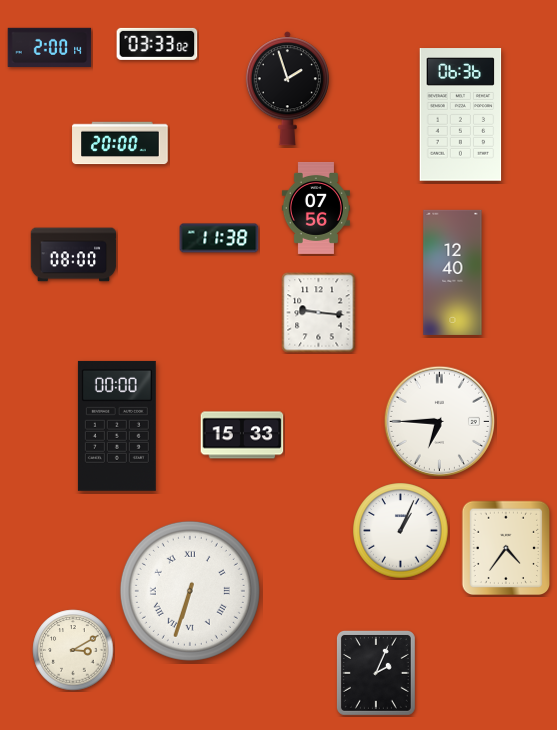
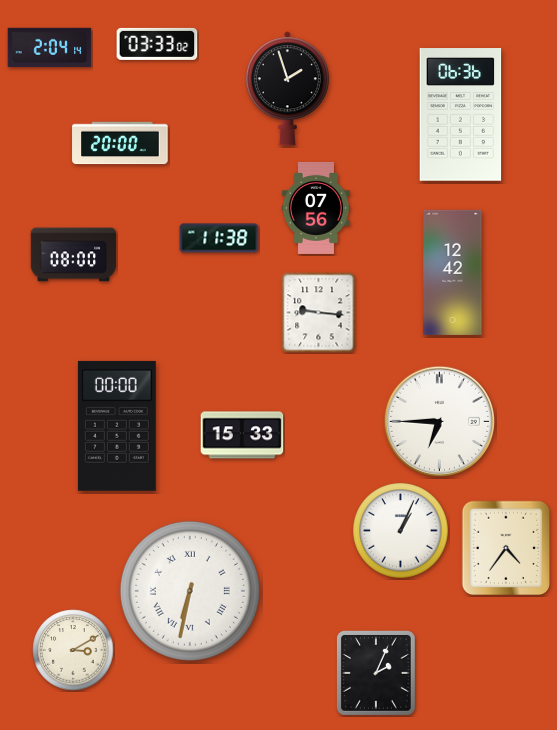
clock at (50, 48): 2:00 -> 2:04
clock at (453, 272): 12:40 -> 12:42
clock at (190, 591): 6:33 -> 6:32
